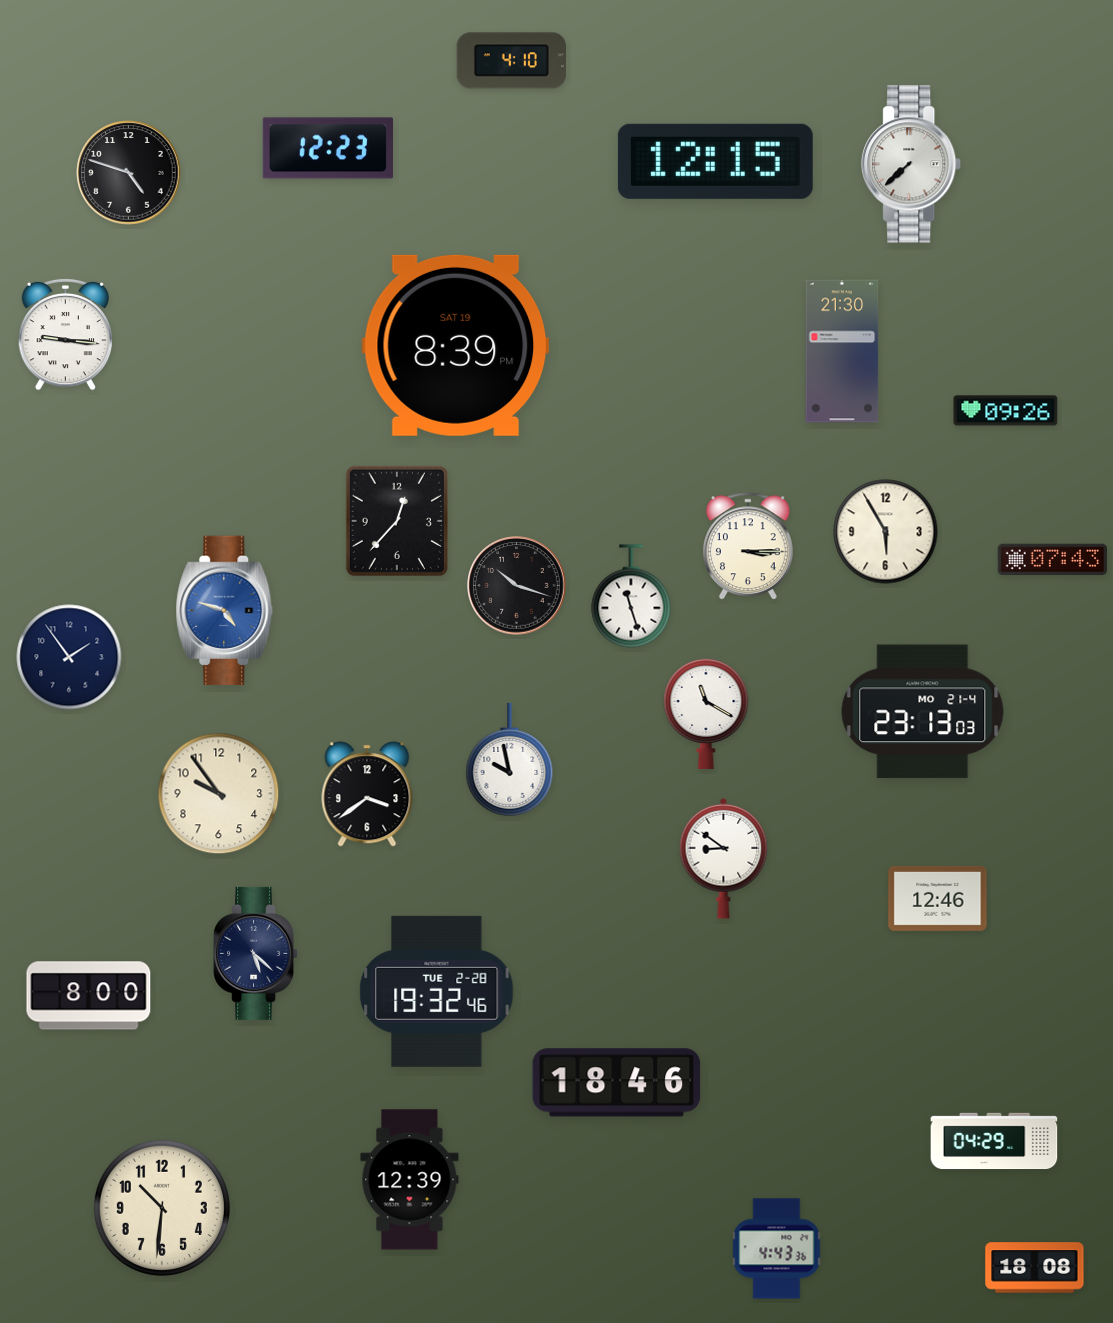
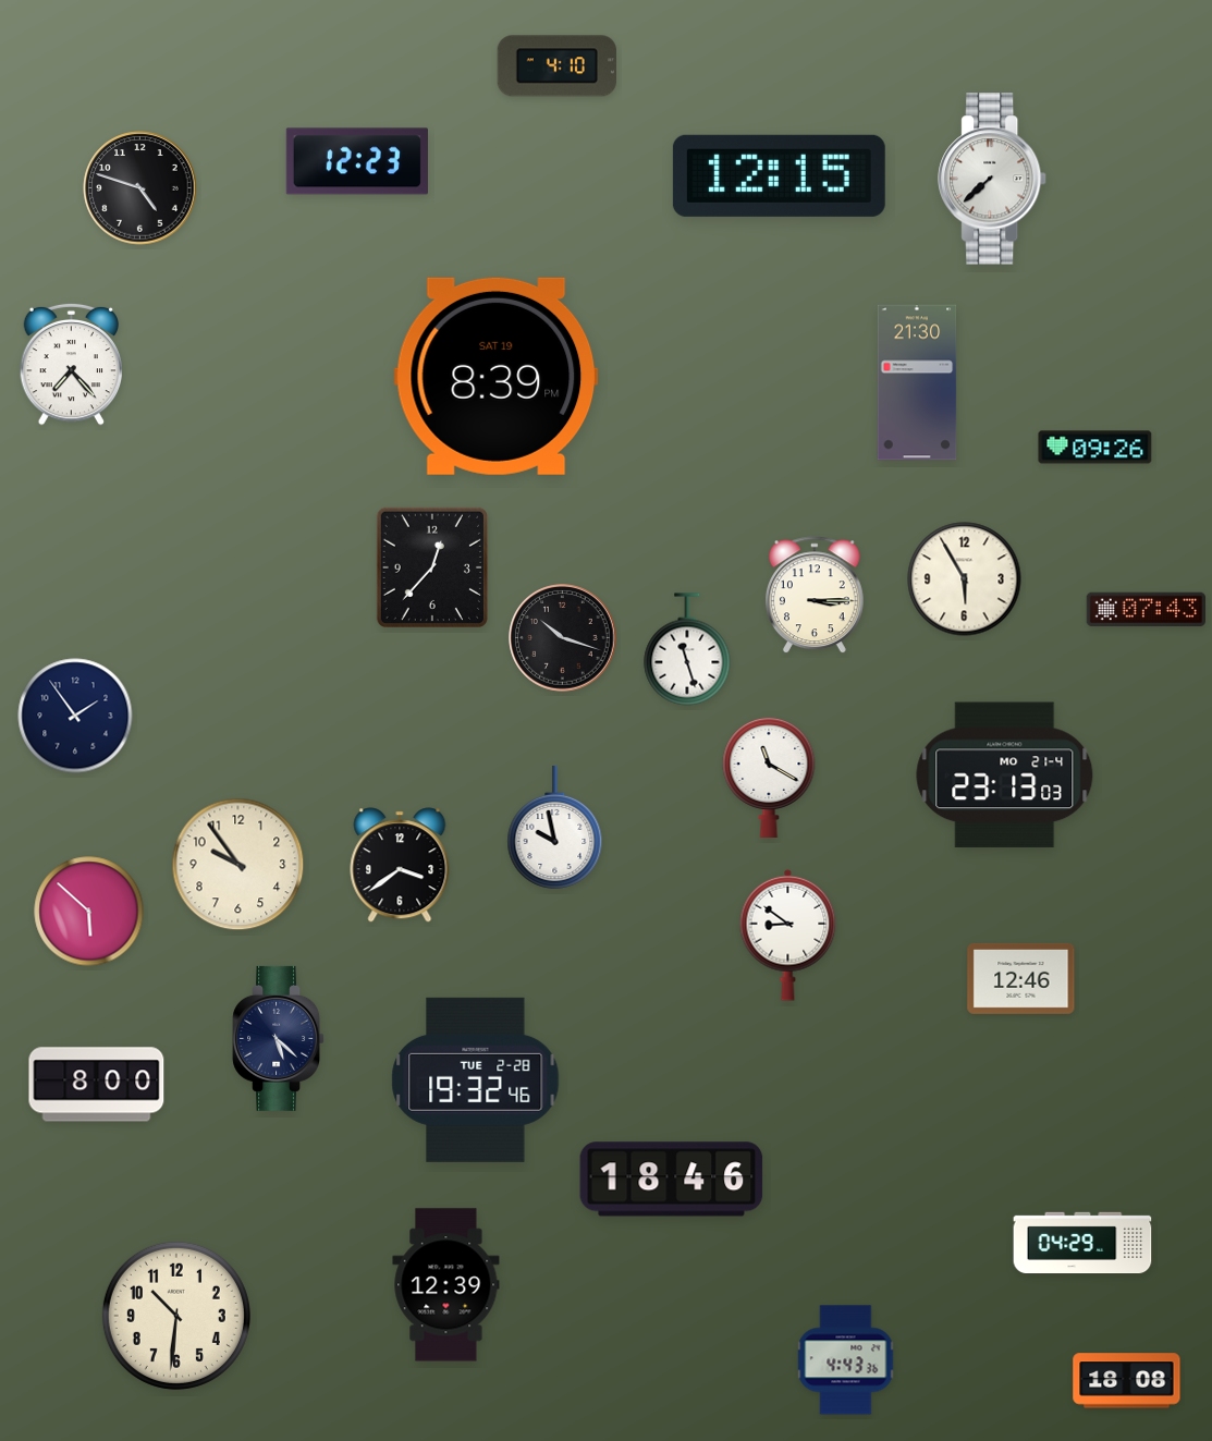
clock at (66, 334): 9:16 -> 7:23
clock at (225, 610): 4:48 -> none
clock at (89, 912): none -> 5:52
